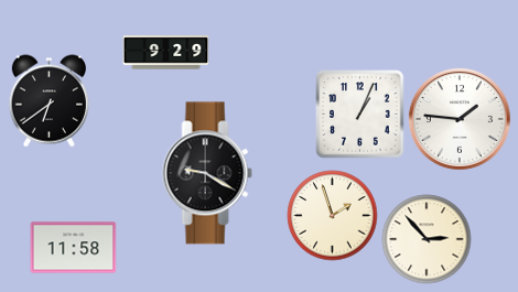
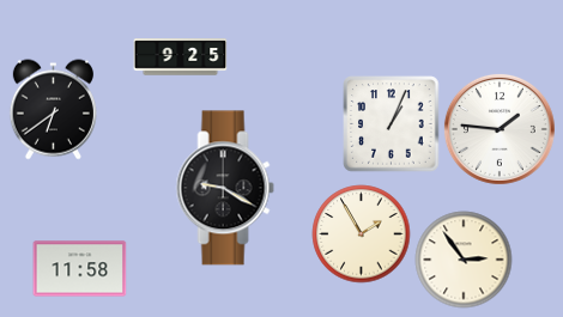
clock at (165, 53): 9:29 -> 9:25
clock at (332, 215): 1:57 -> 1:55
clock at (427, 239): 2:53 -> 2:54
